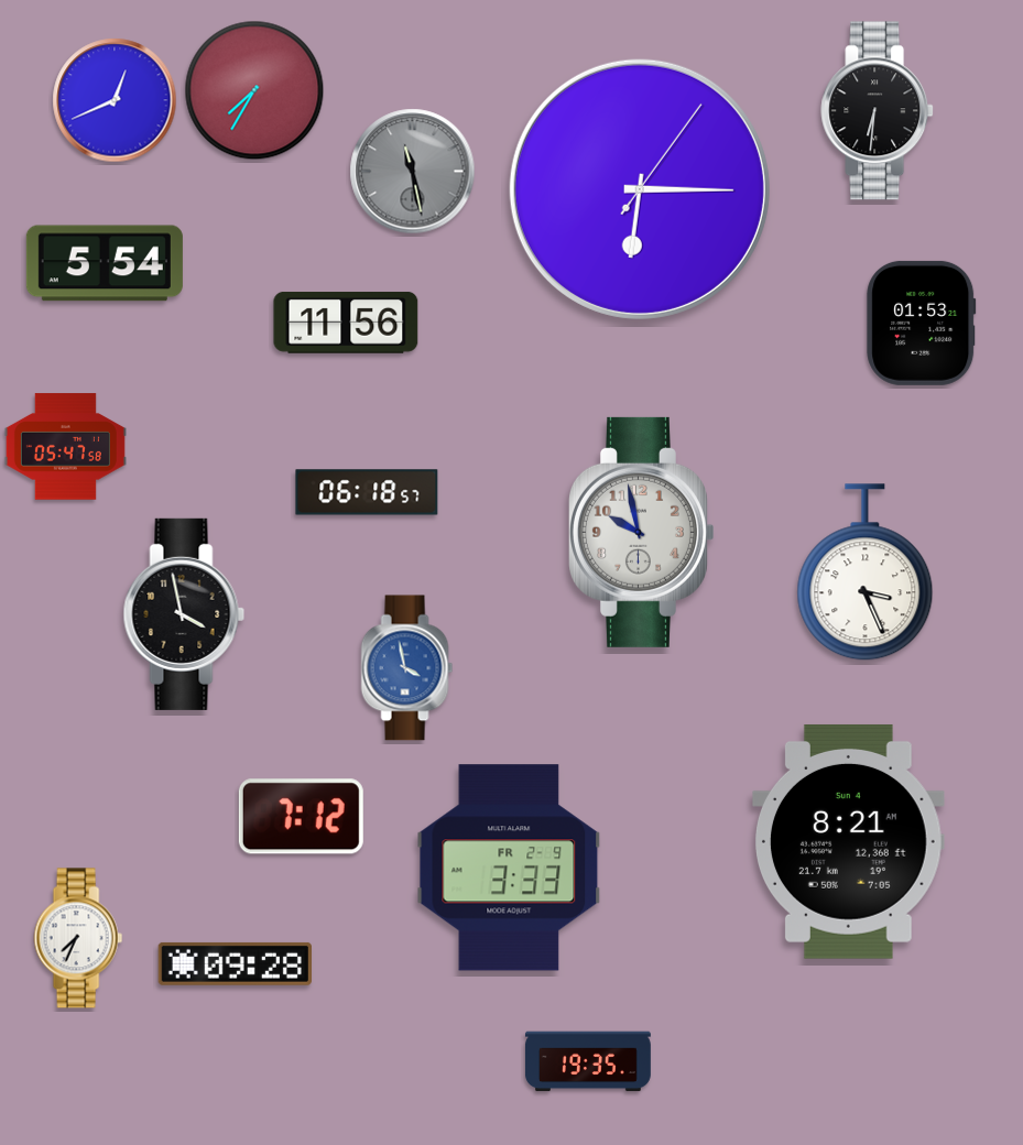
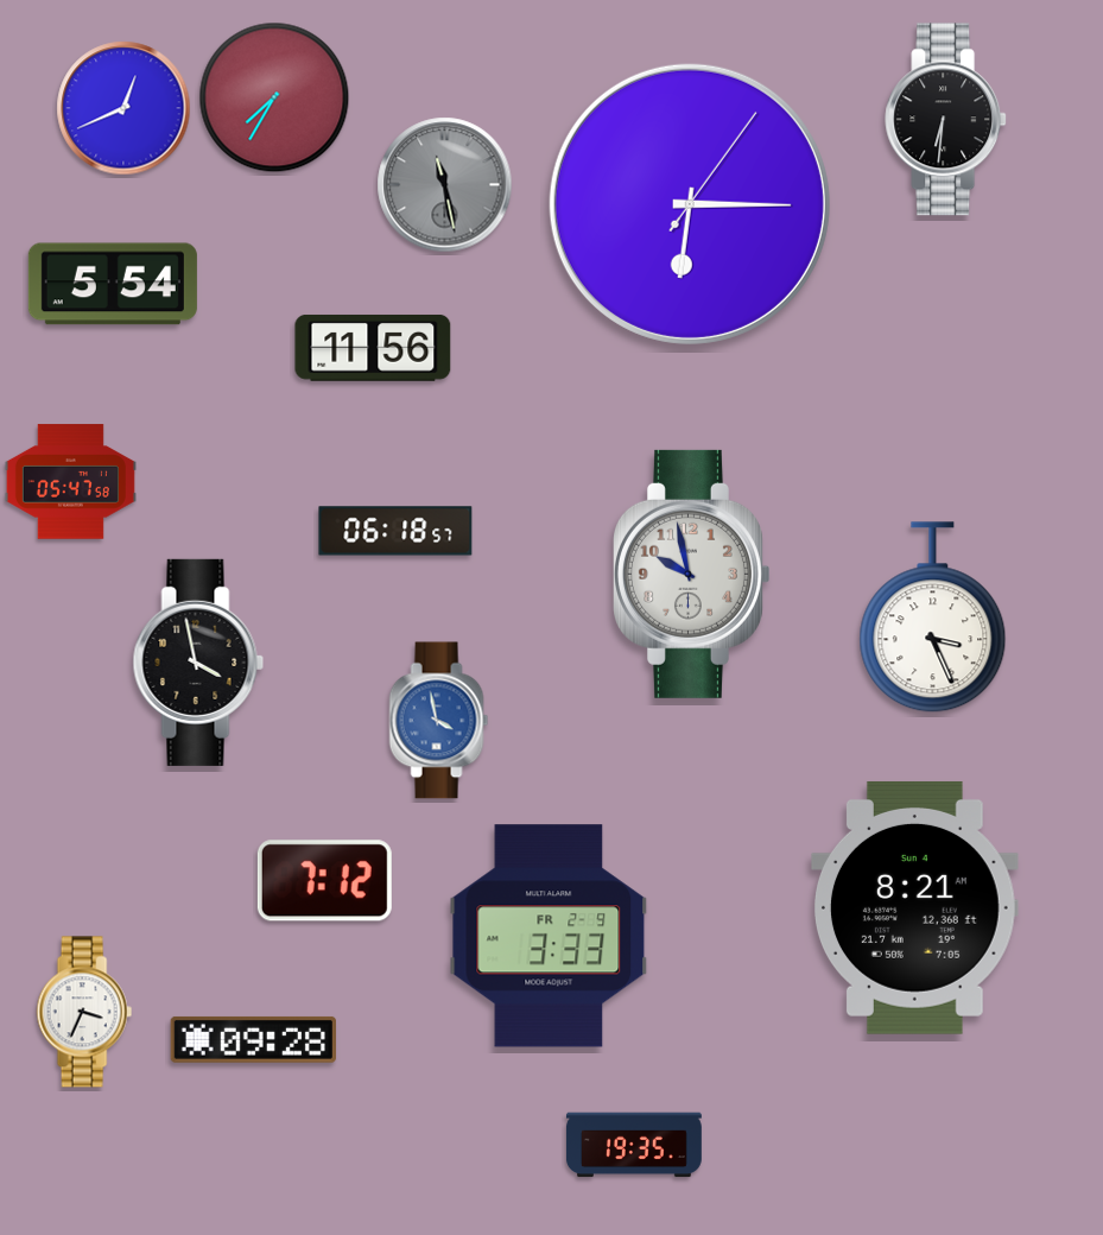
clock at (922, 323): 01:53 -> none
clock at (78, 938): 7:34 -> 3:34
